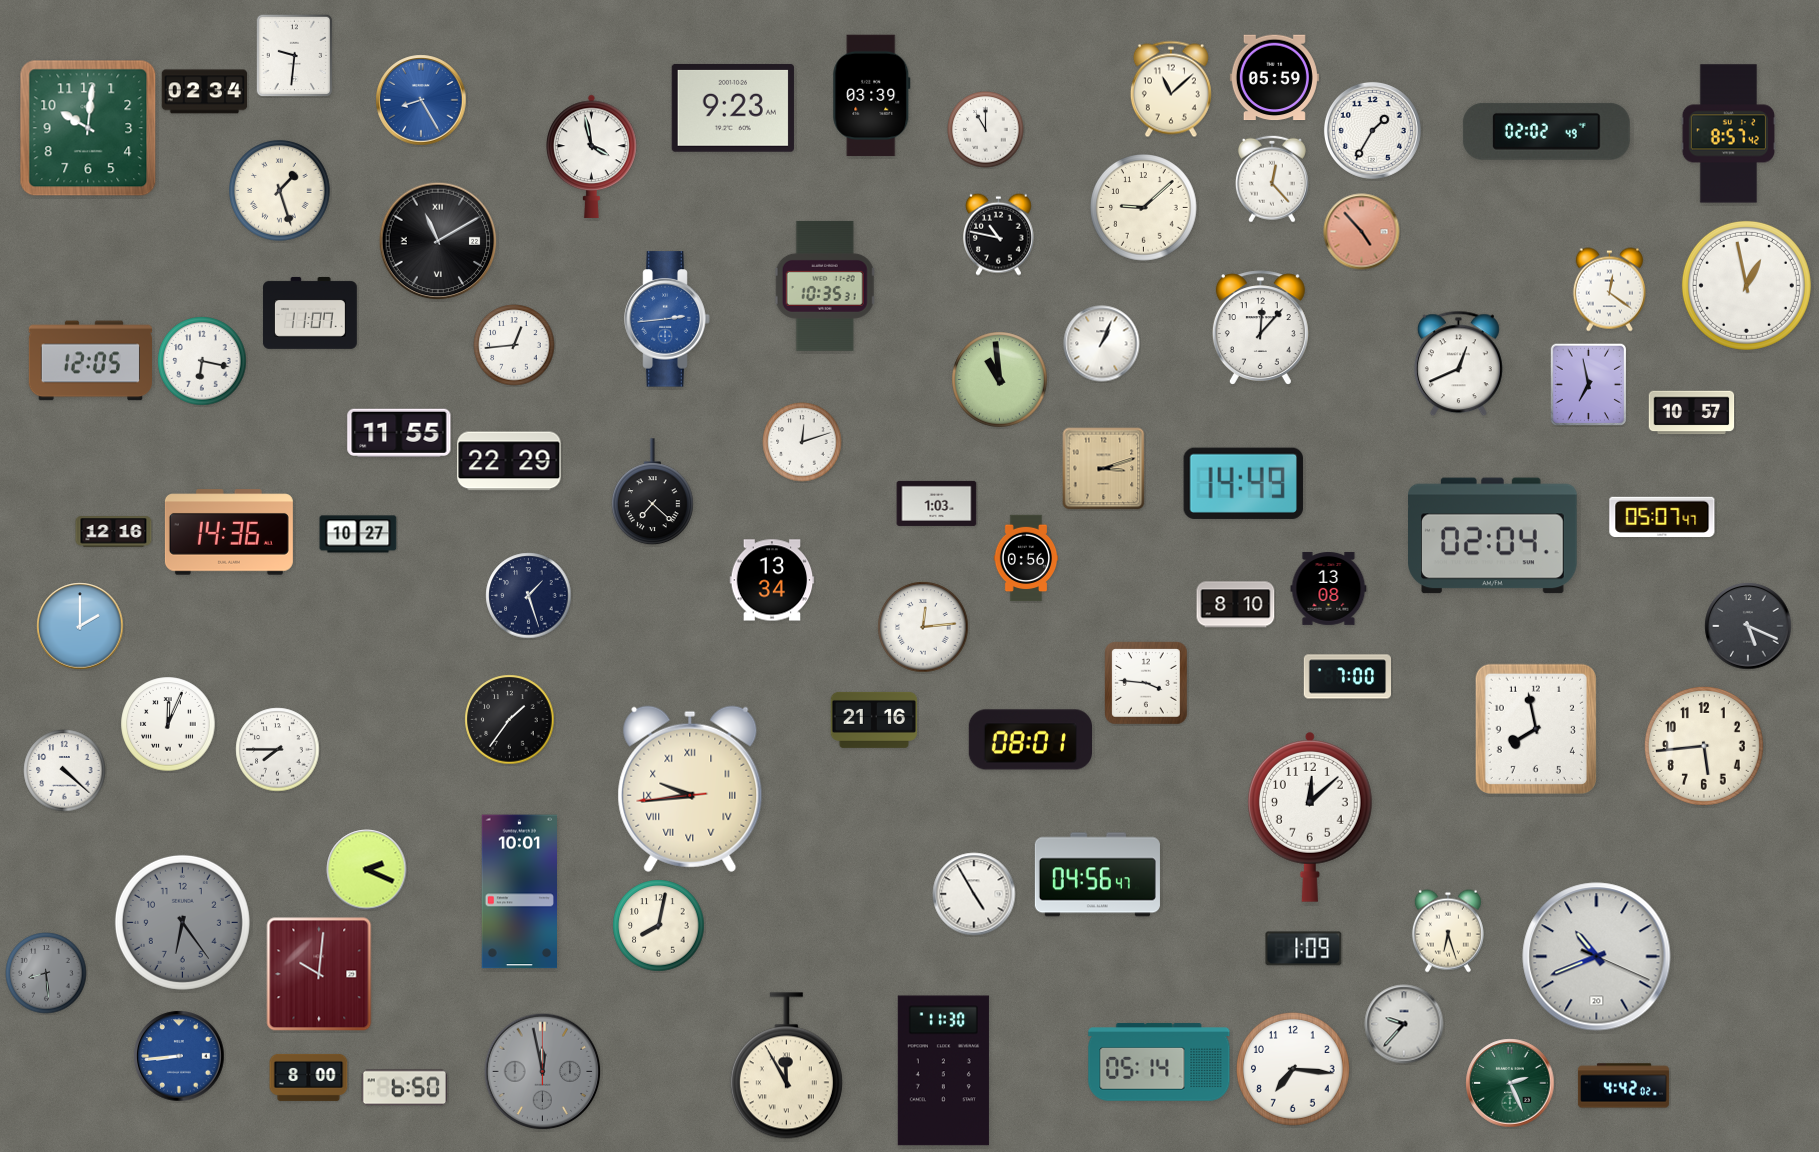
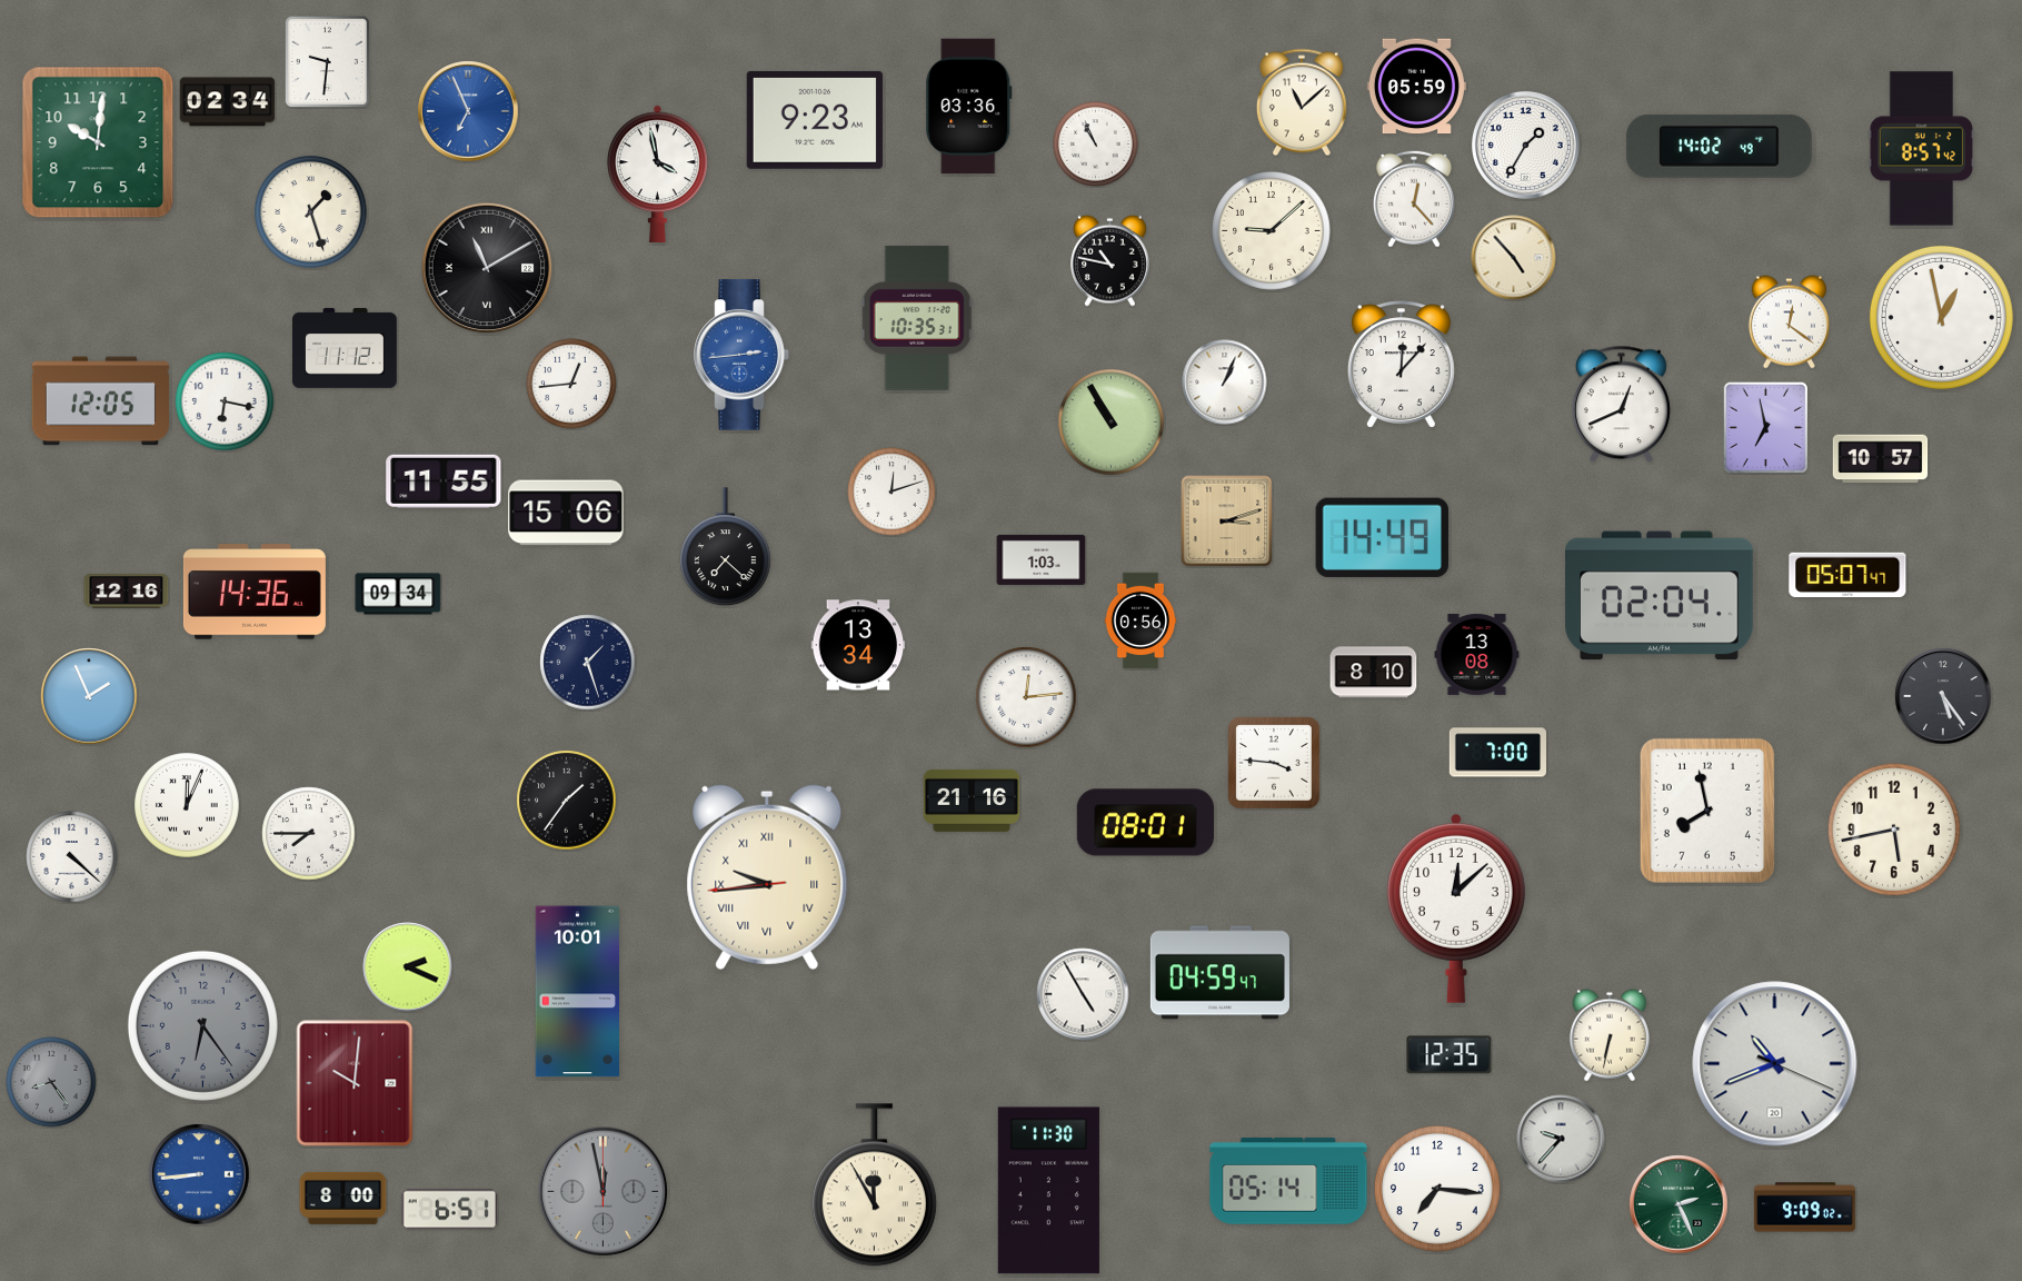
clock at (1171, 89) position: (1171, 89) -> (1302, 102)
clock at (872, 96): 03:39 -> 03:36
clock at (421, 100): 8:25 -> 6:56
clock at (986, 130): 11:00 -> 10:56
clock at (1546, 131): 02:02 -> 14:02
clock at (1362, 232) dial: salmon -> cream
clock at (311, 313): 11:07 -> 11:12
clock at (1000, 380): 10:59 -> 10:55
clock at (509, 461): 22:29 -> 15:06
clock at (358, 534): 10:27 -> 09:34
clock at (80, 626): 2:00 -> 1:56
clock at (1748, 626): 5:19 -> 5:24
clock at (1146, 683) position: (1146, 683) -> (1274, 763)
clock at (1704, 746): 5:44 -> 5:43
clock at (1097, 875): 04:56 -> 04:59
clock at (659, 926): 8:02 -> none
clock at (1448, 931): 6:27 -> 6:32
clock at (1304, 949): 1:09 -> 12:35
clock at (46, 973): 8:29 -> 8:24
clock at (1623, 1086): 4:42 -> 9:09
clock at (405, 1088): 6:50 -> 6:51
